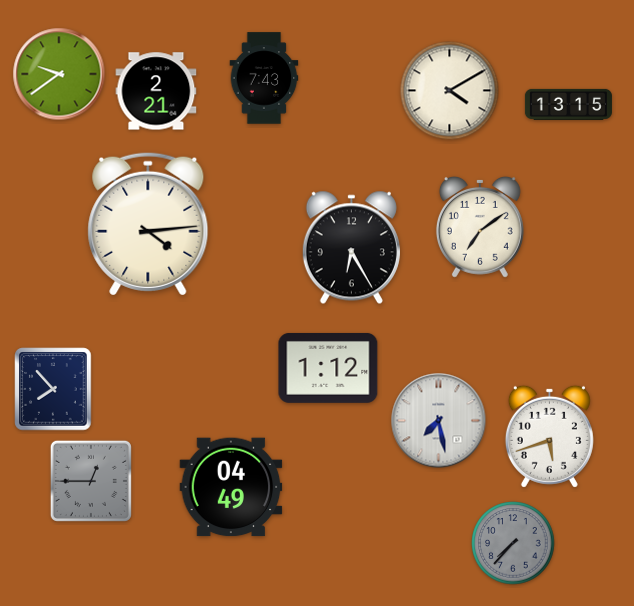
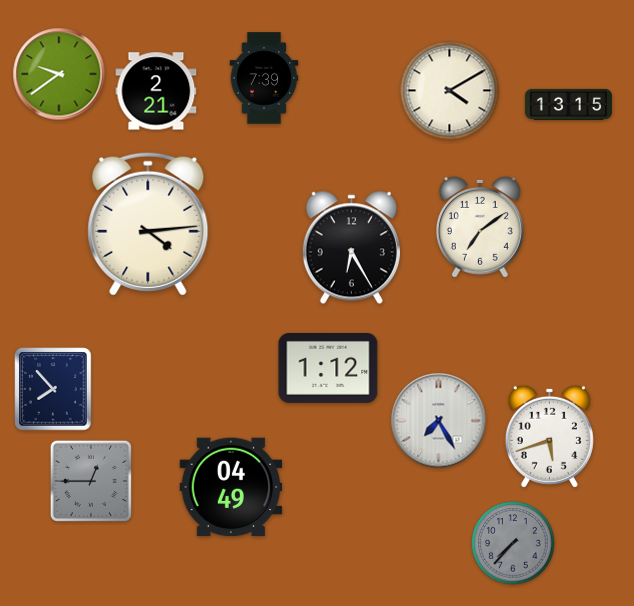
clock at (264, 78): 7:43 -> 7:39
clock at (439, 421): 7:28 -> 7:25
